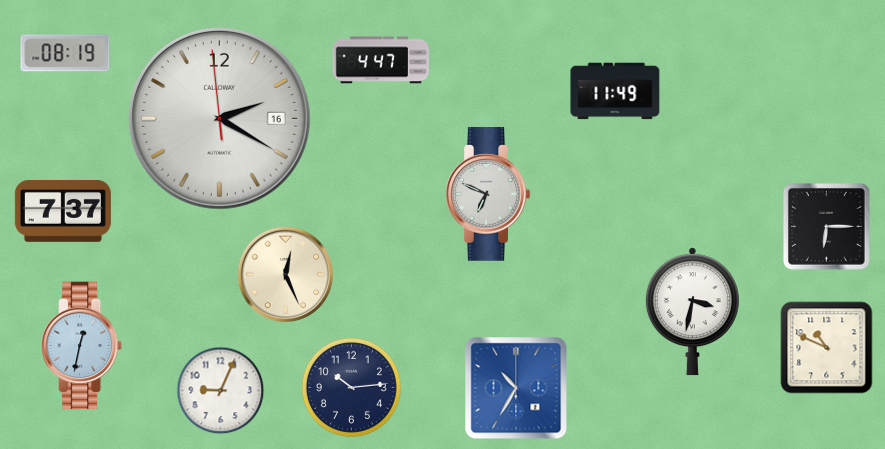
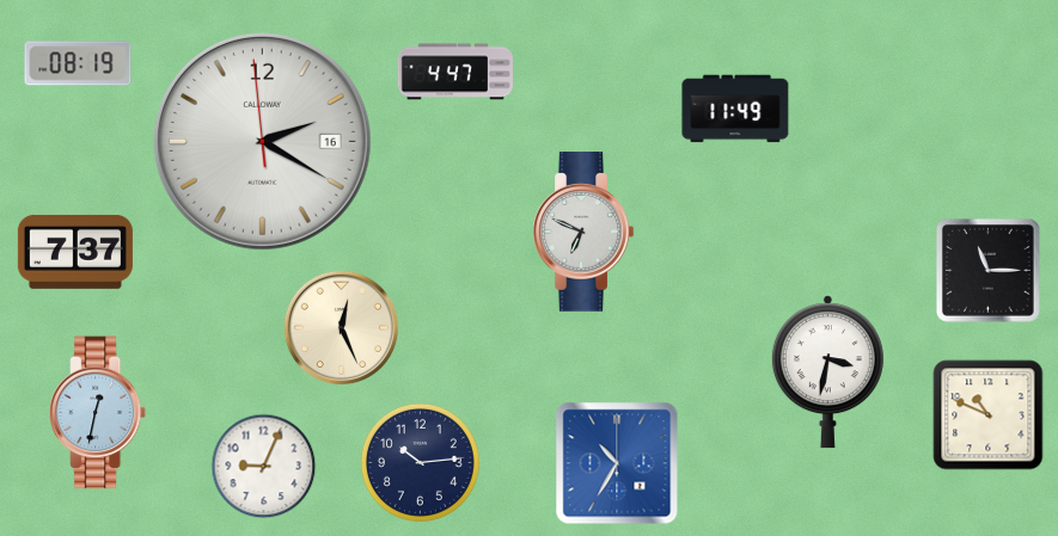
clock at (827, 227): 6:15 -> 11:15
